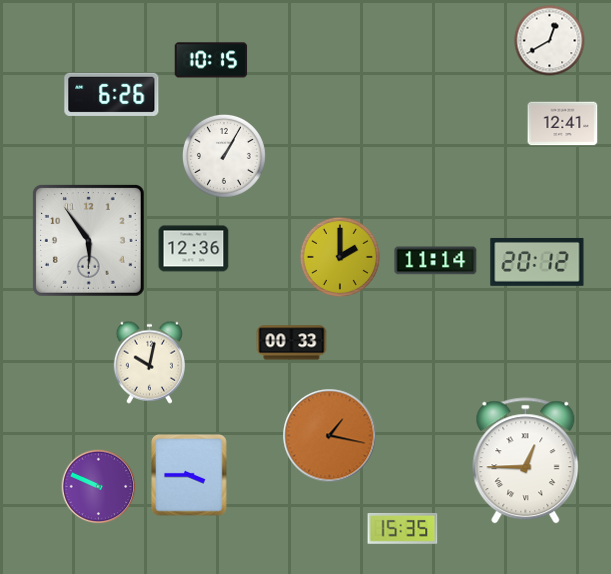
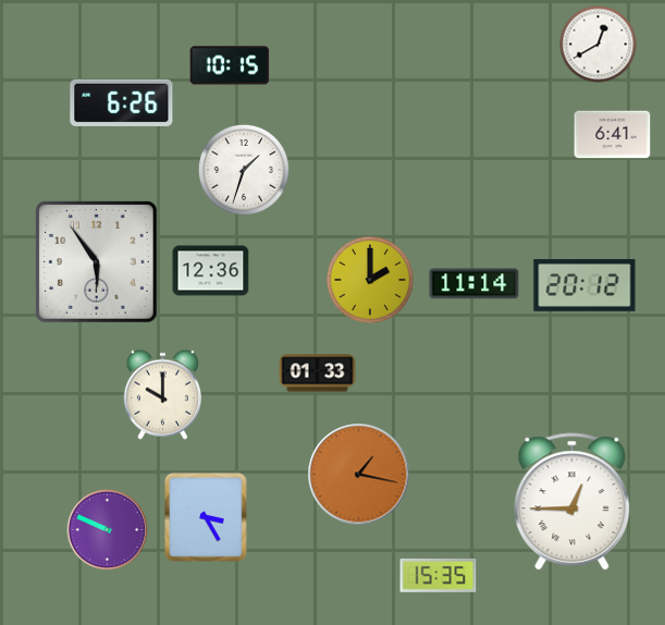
clock at (563, 124): 12:41 -> 6:41
clock at (224, 156): 1:05 -> 1:33
clock at (292, 343): 00:33 -> 01:33
clock at (149, 362): 10:02 -> 10:00
clock at (189, 475): 3:45 -> 3:25
